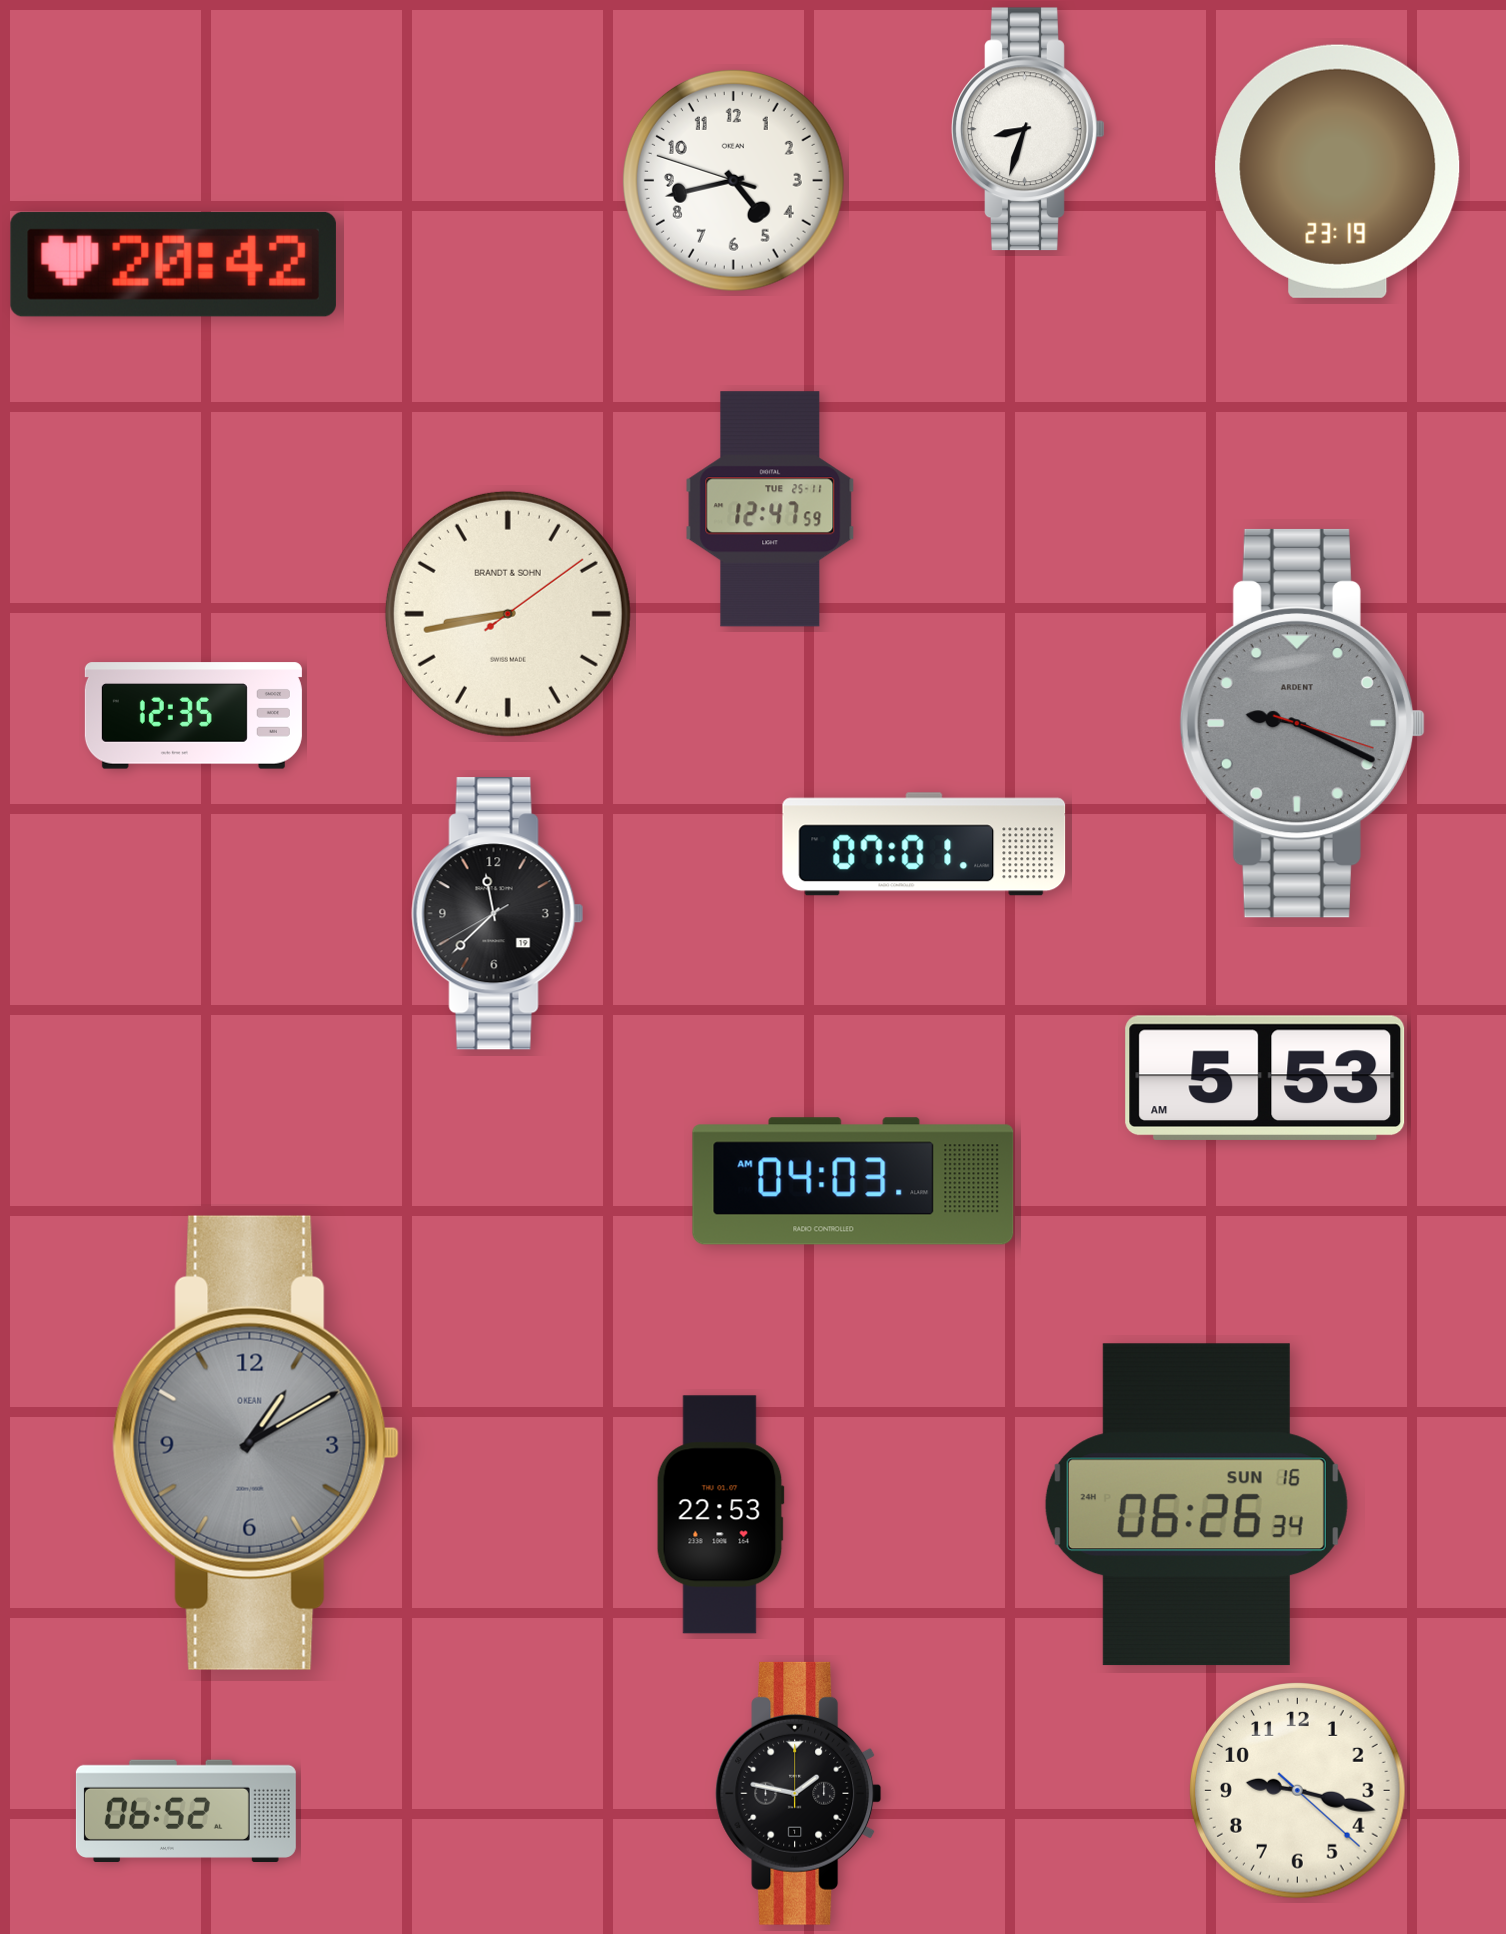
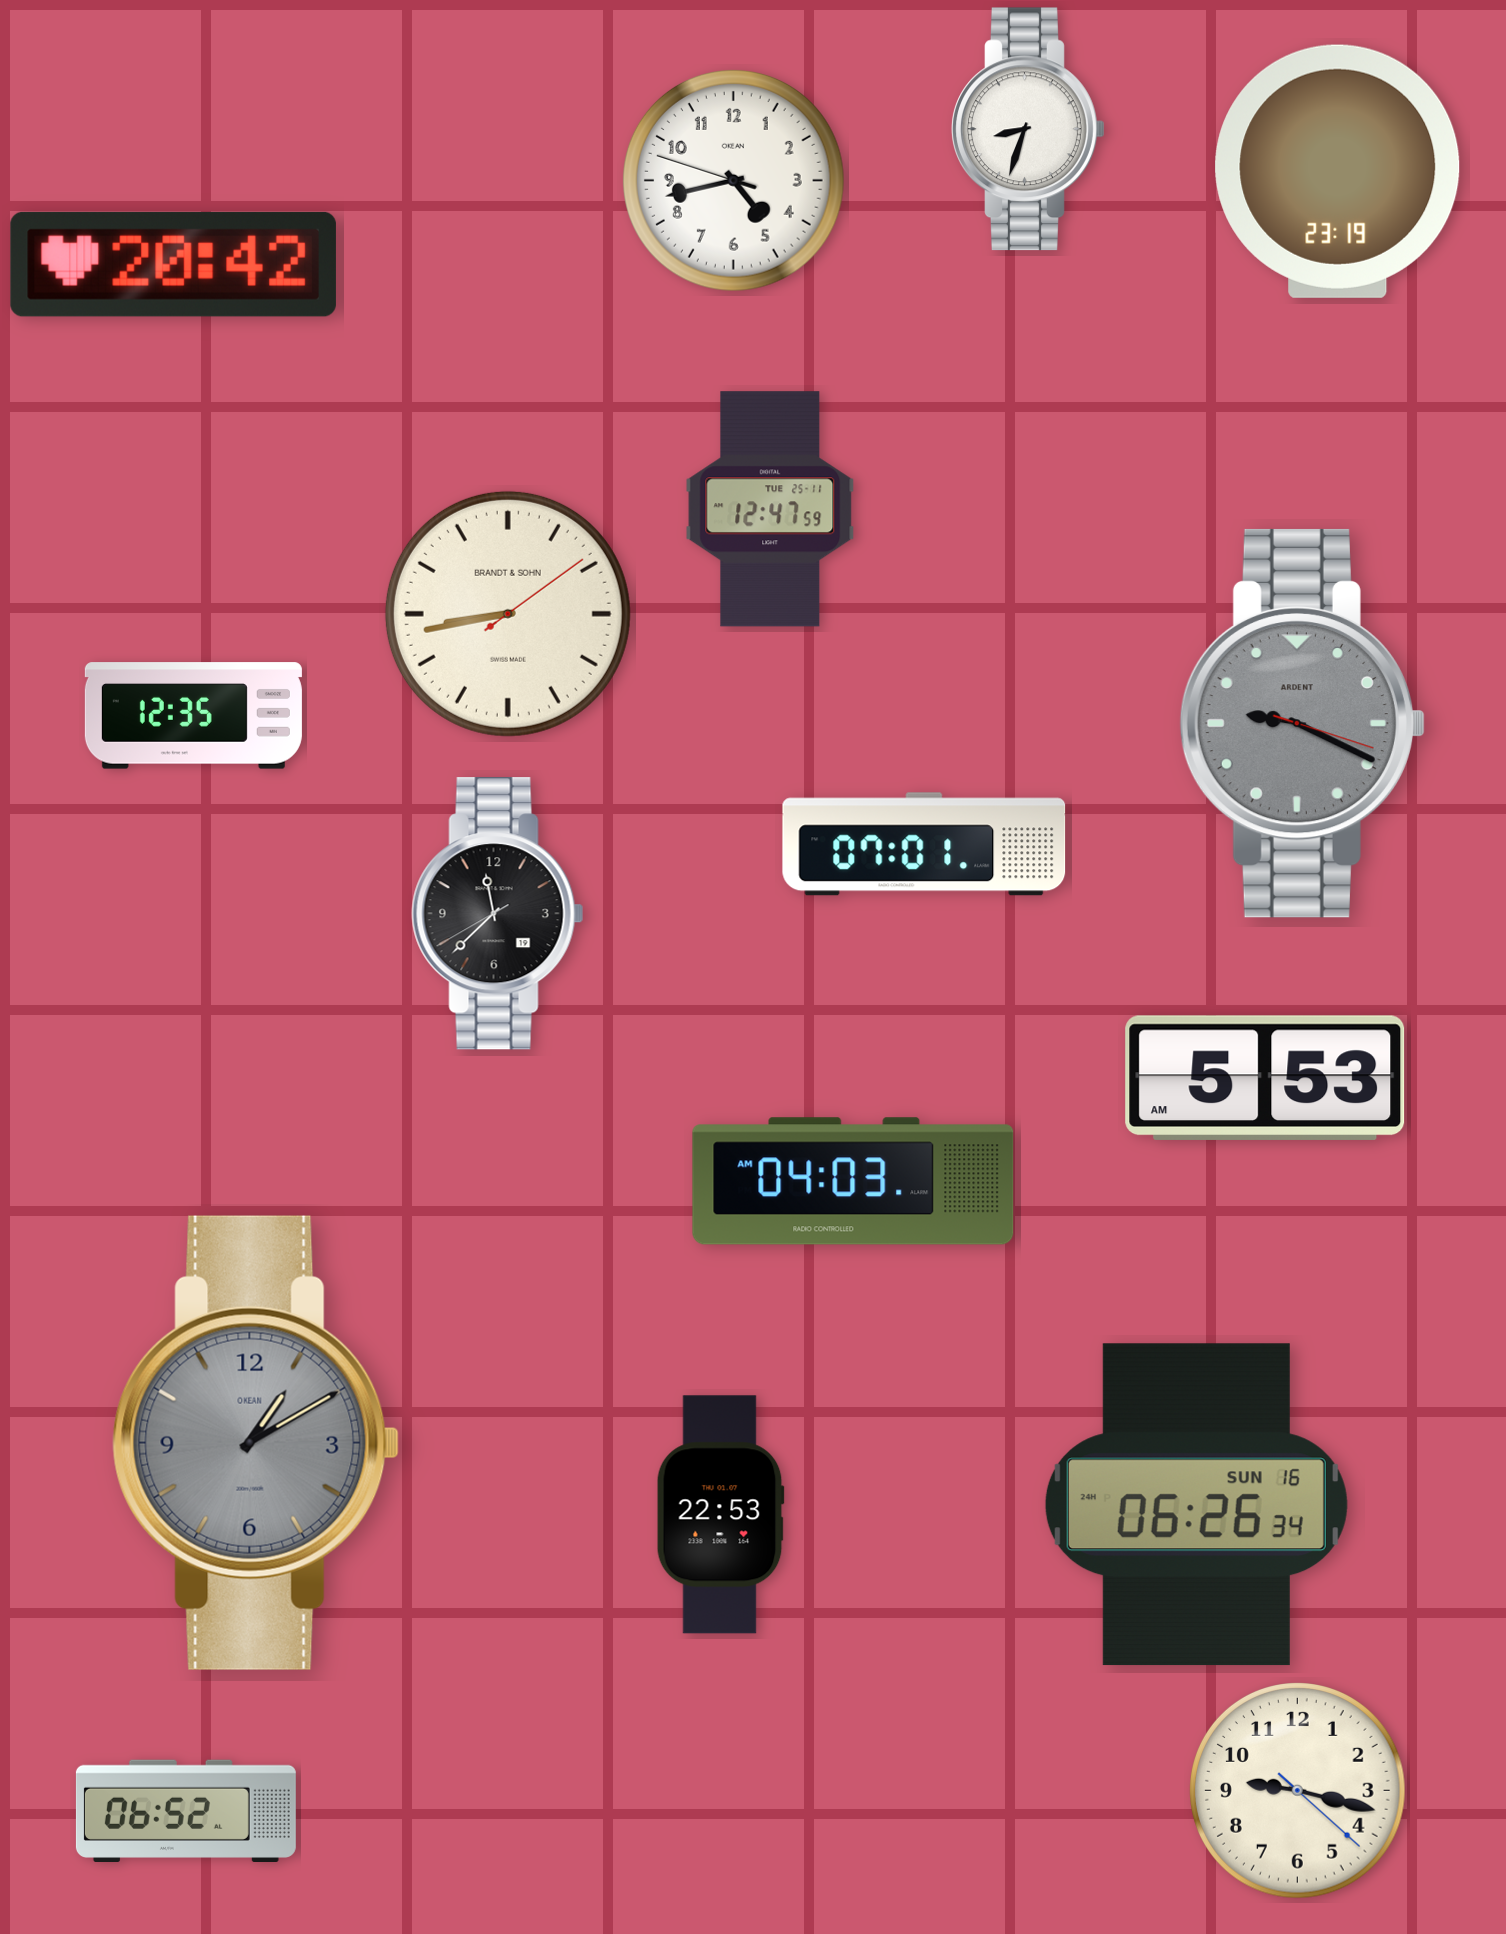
clock at (799, 1793): 1:47 -> none
